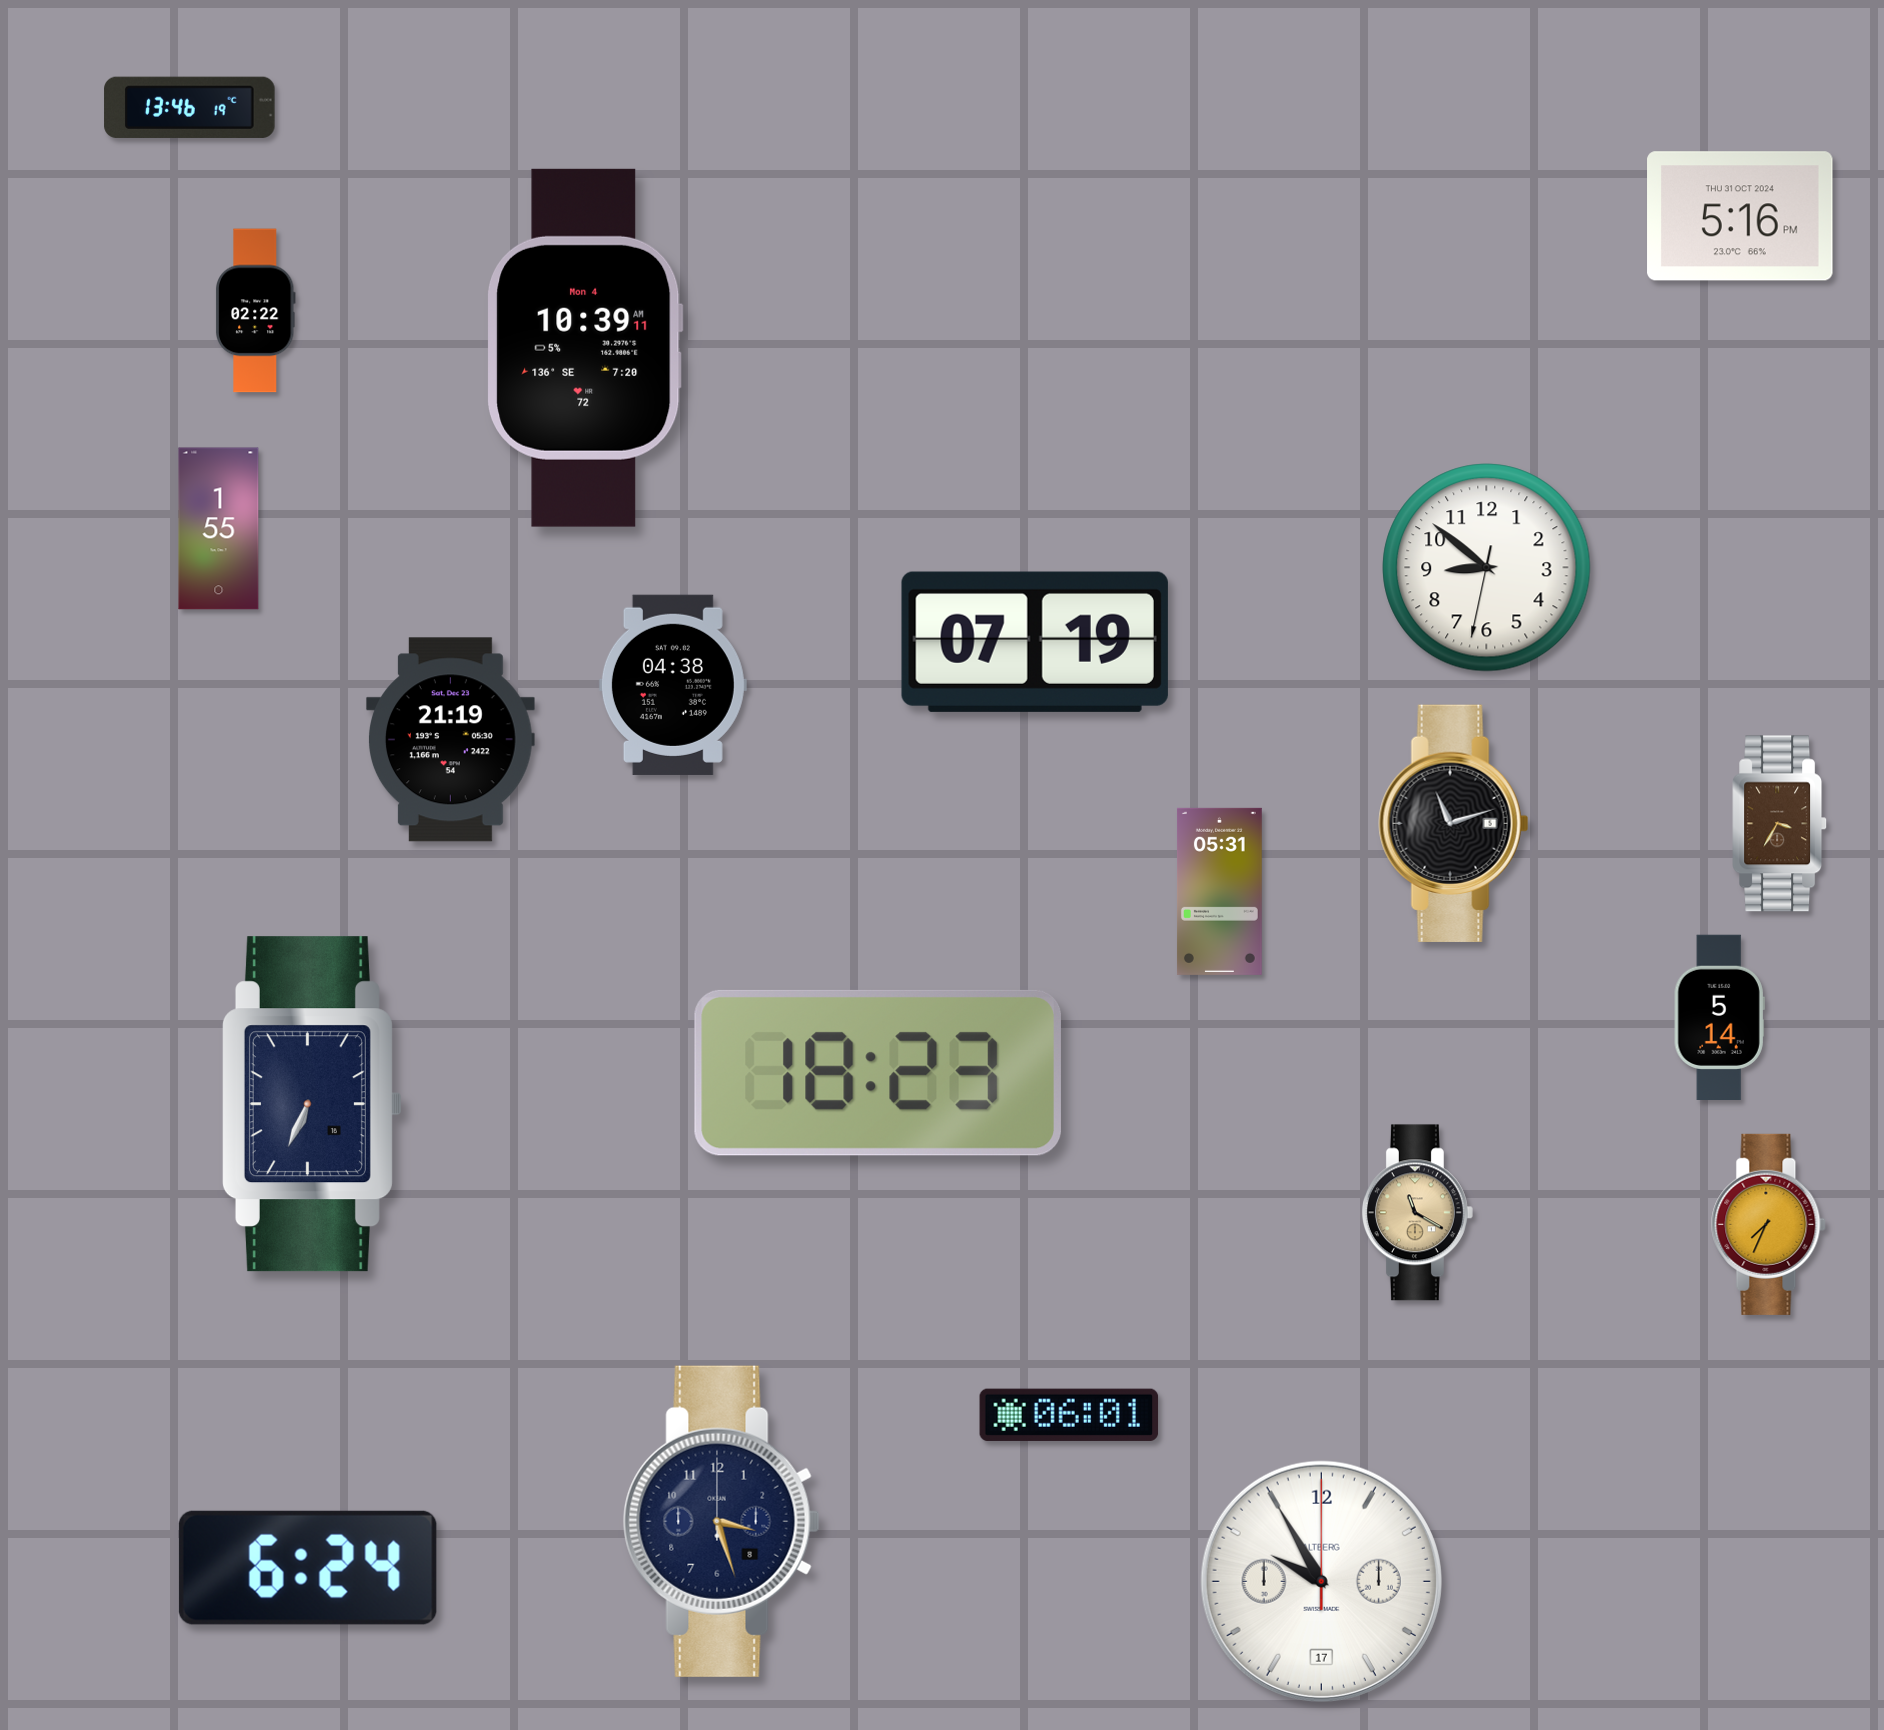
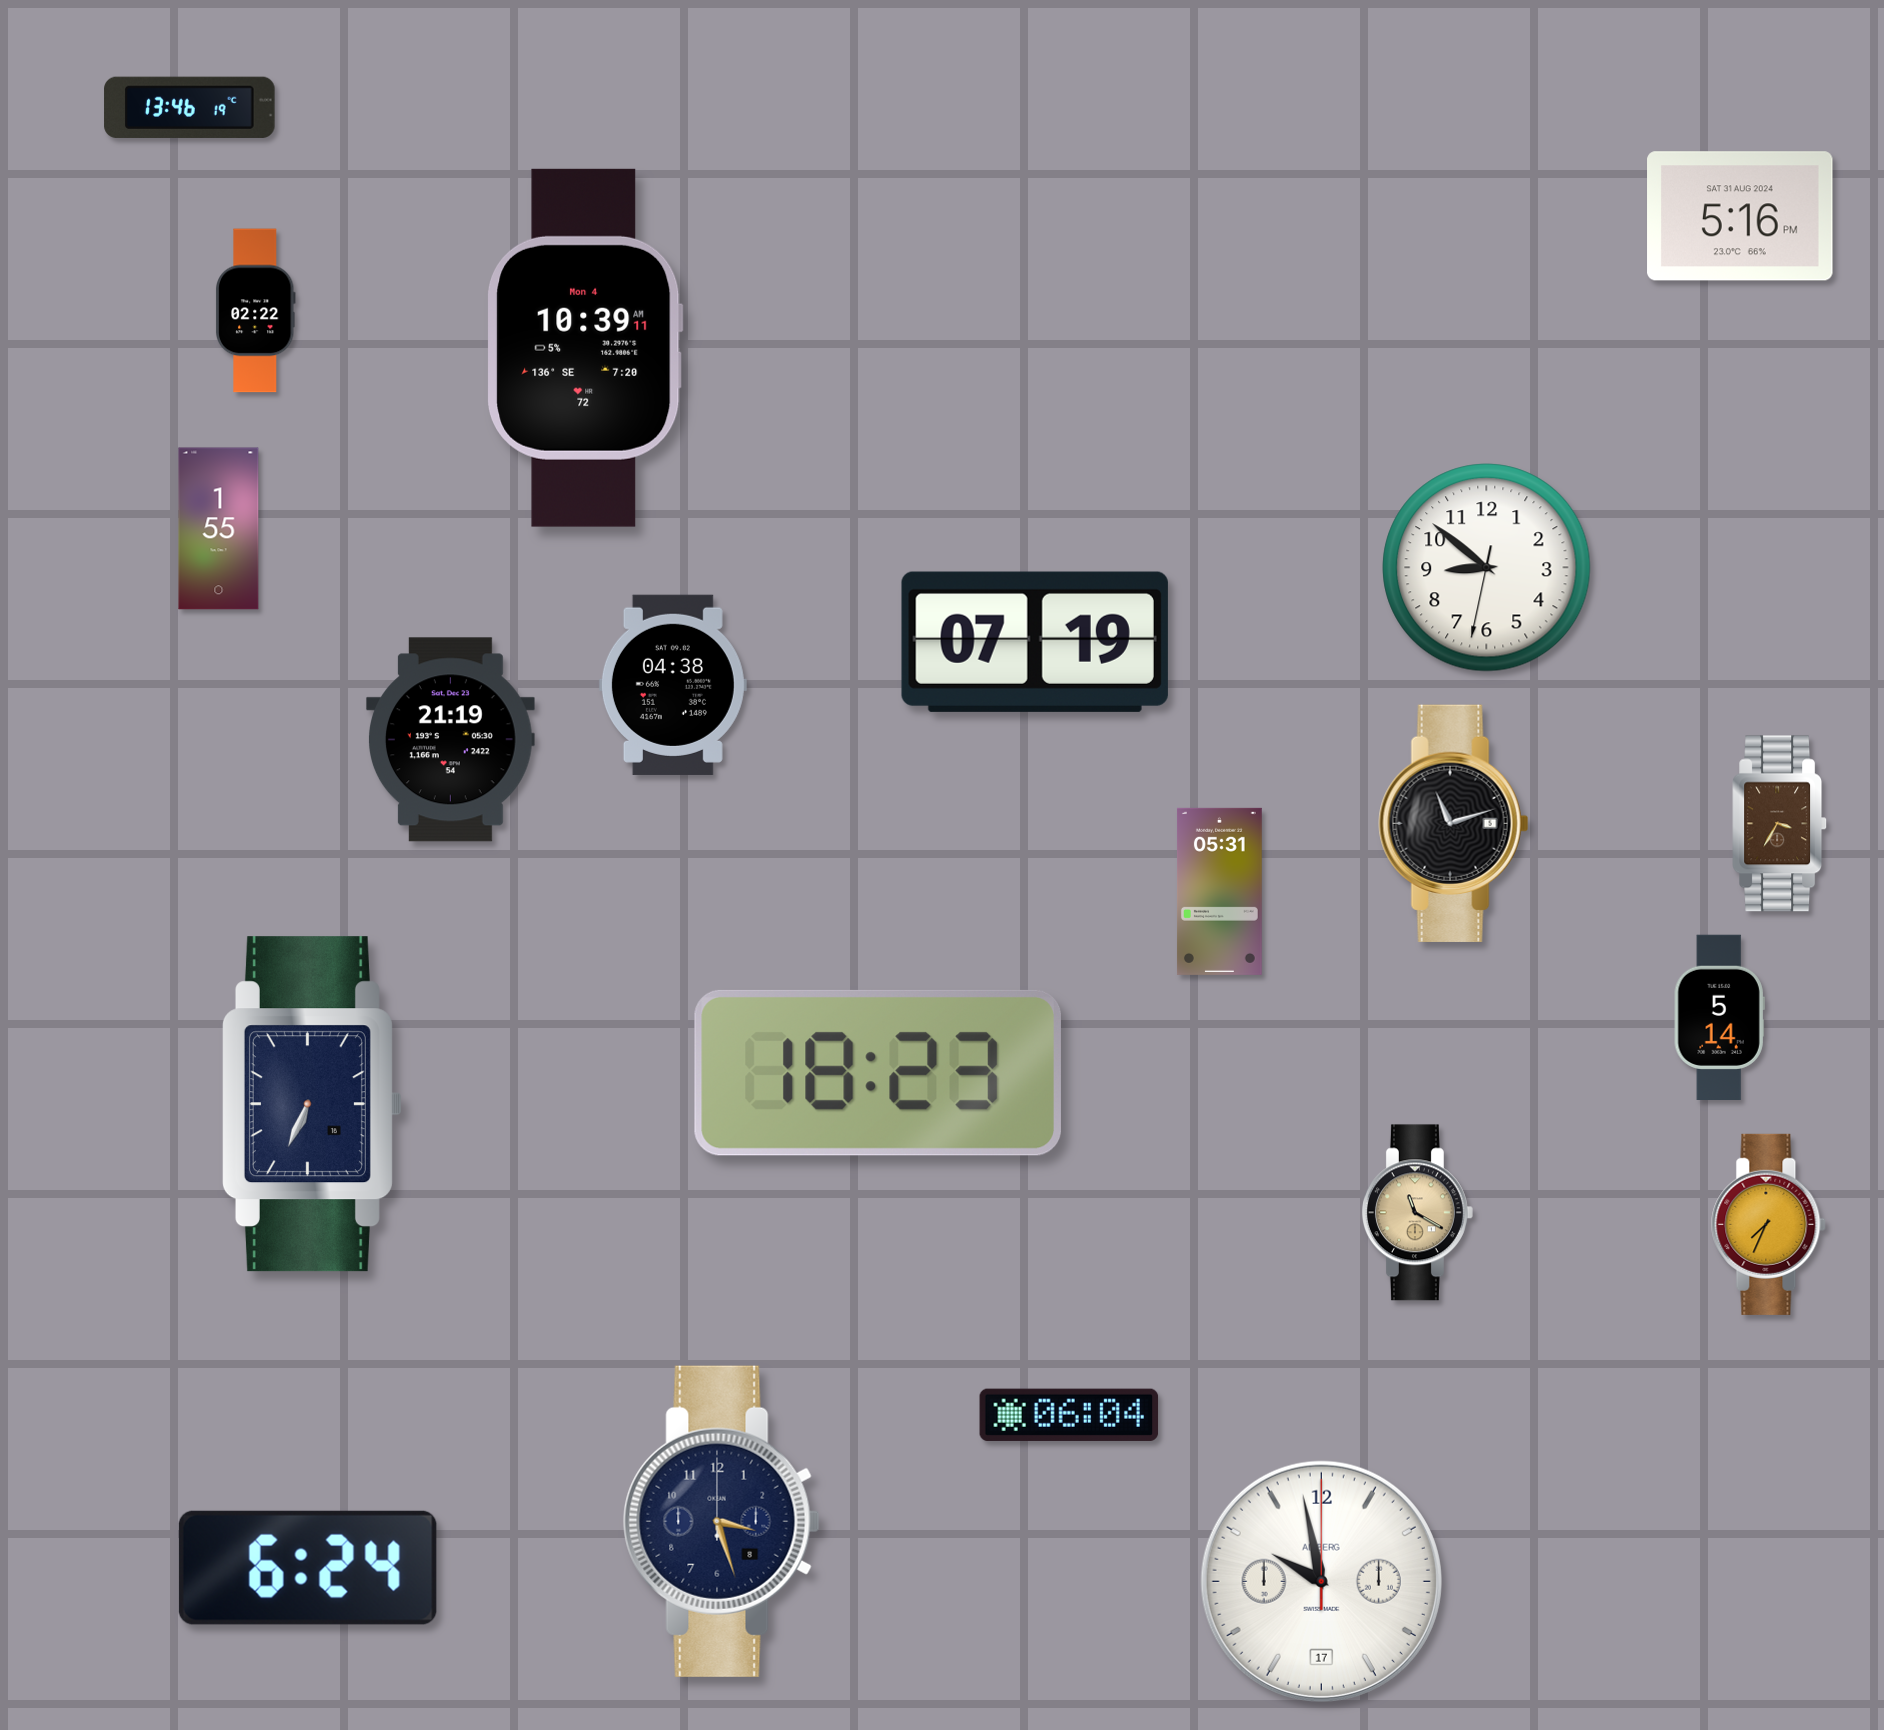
clock at (1740, 216) date: THU 31 OCT 2024 -> SAT 31 AUG 2024
clock at (1069, 1415): 06:01 -> 06:04
clock at (1321, 1581): 9:55 -> 9:58
